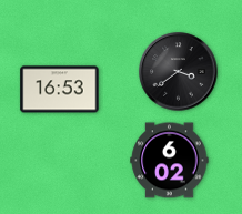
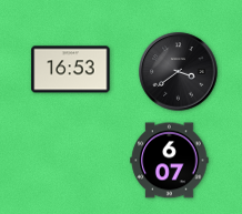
clock at (60, 90) position: (60, 90) -> (71, 70)
clock at (170, 161): 6:02 -> 6:07
